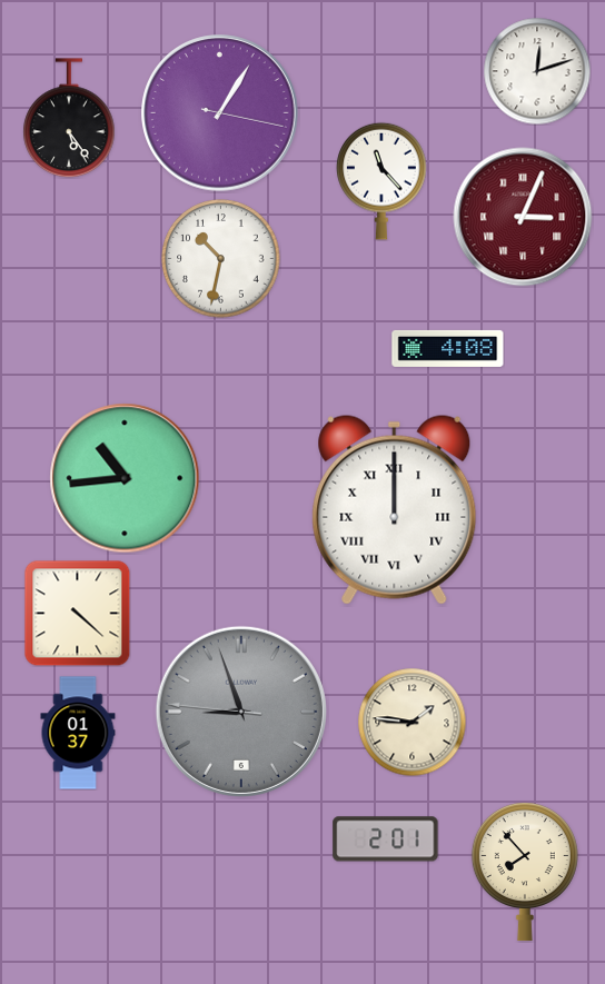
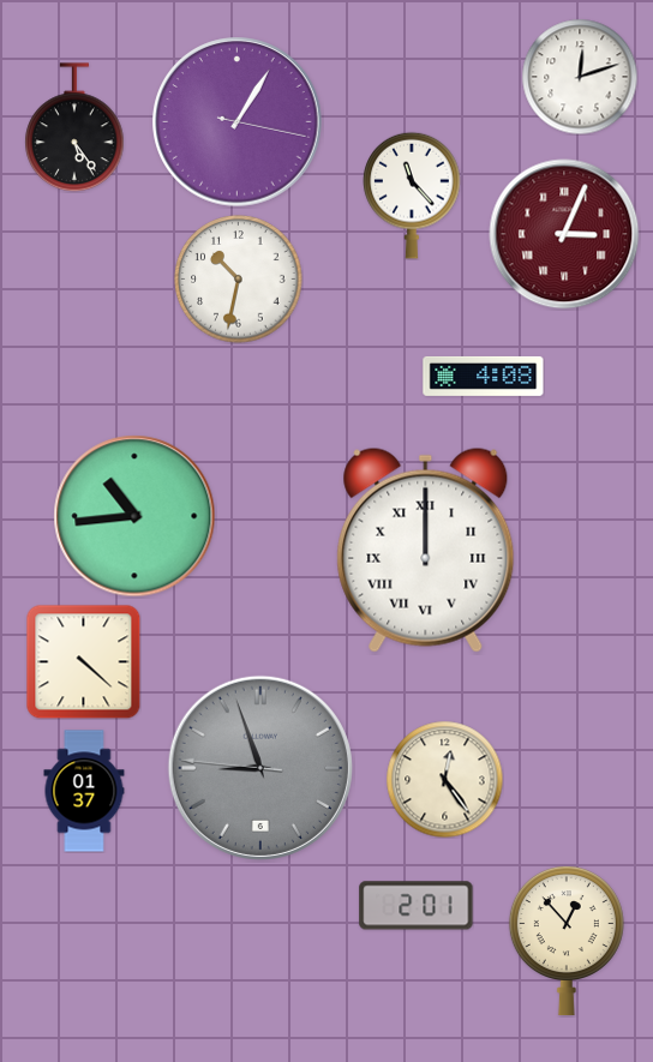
clock at (411, 722): 1:46 -> 12:24
clock at (525, 872): 7:53 -> 12:53
